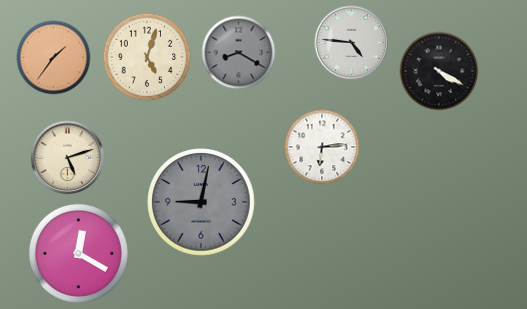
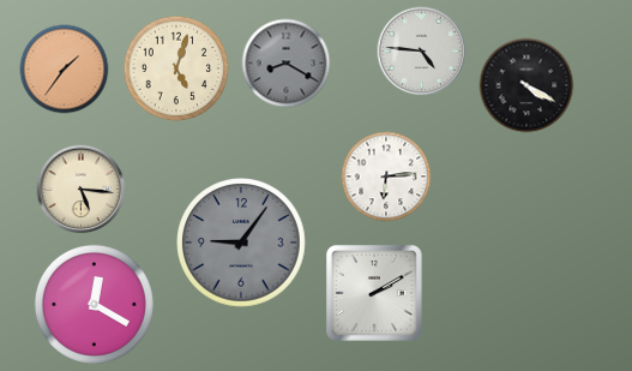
clock at (68, 158): 5:12 -> 5:16
clock at (201, 202): 9:02 -> 9:06
clock at (374, 293): none -> 2:10
